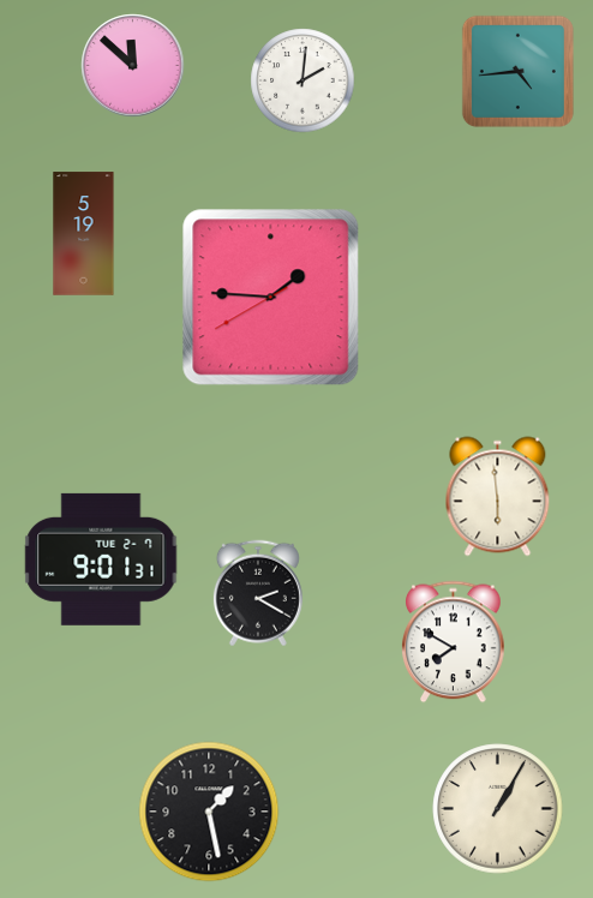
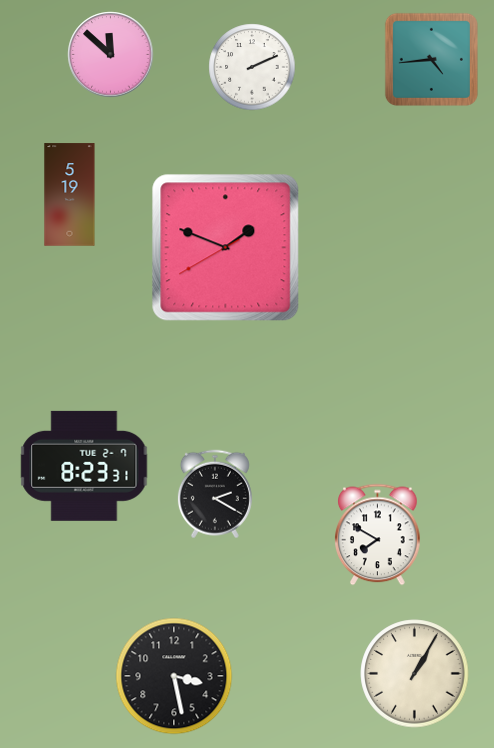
clock at (303, 80): 2:01 -> 2:11
clock at (271, 298): 1:45 -> 1:48
clock at (498, 497): 5:59 -> none
clock at (101, 559): 9:01 -> 8:23
clock at (209, 812): 1:28 -> 3:28
